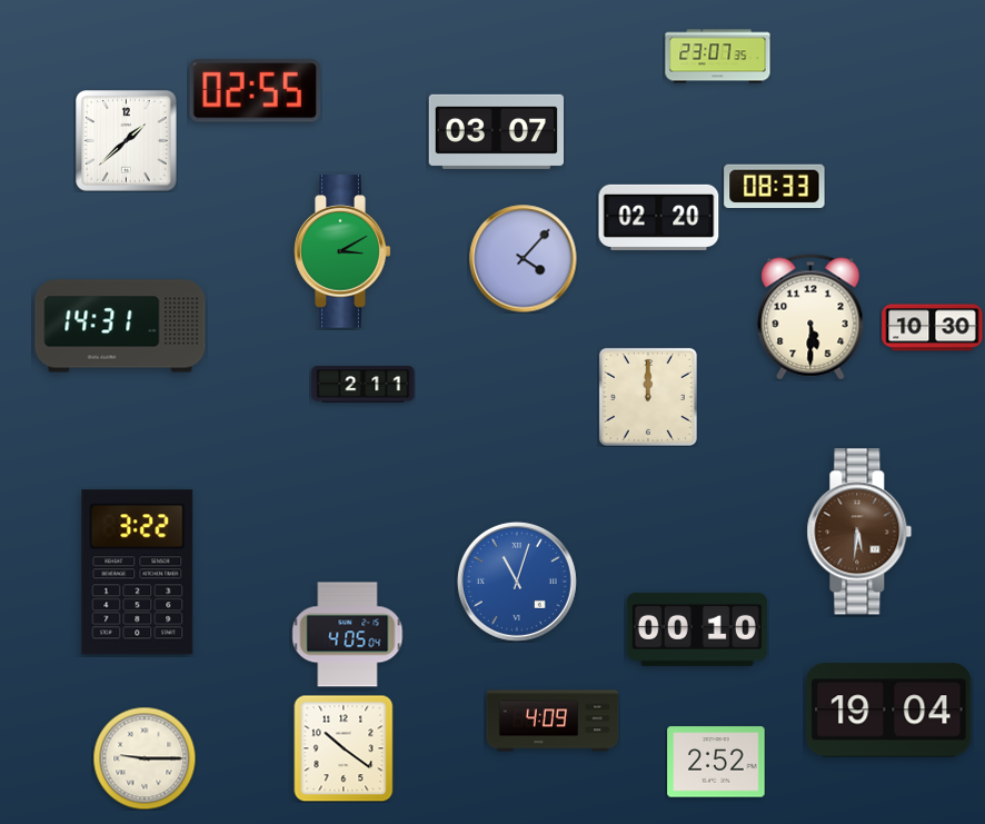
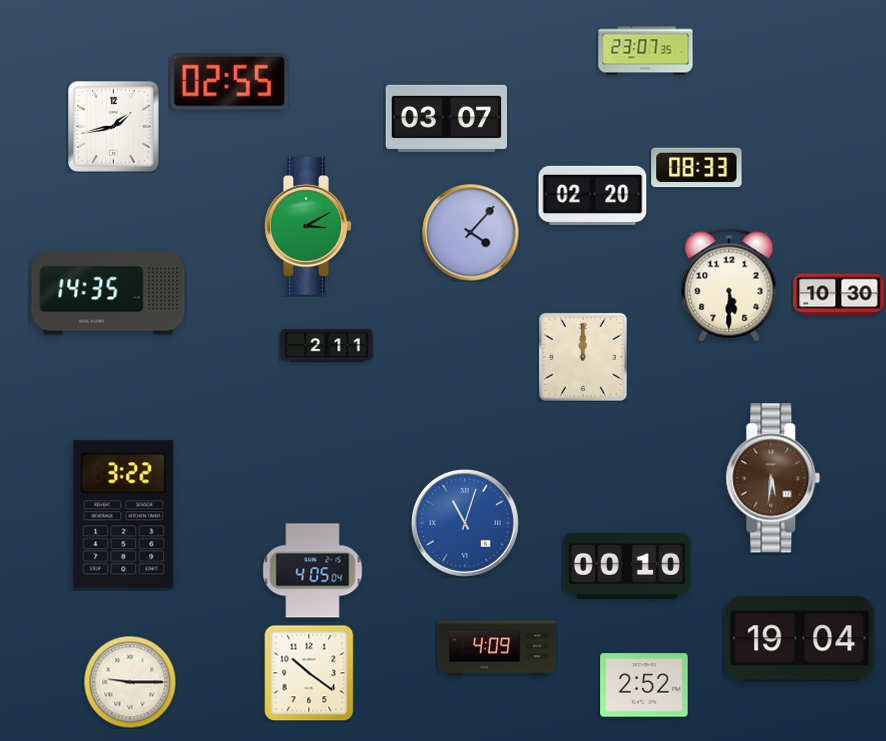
clock at (127, 141): 1:38 -> 1:43
clock at (120, 326): 14:31 -> 14:35
